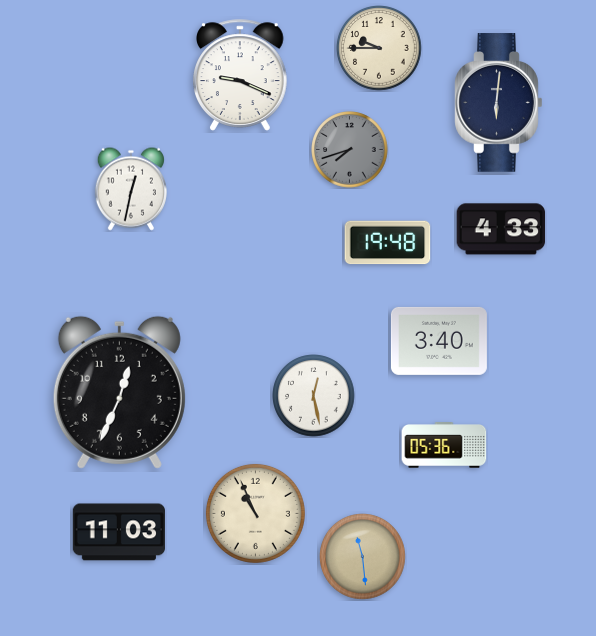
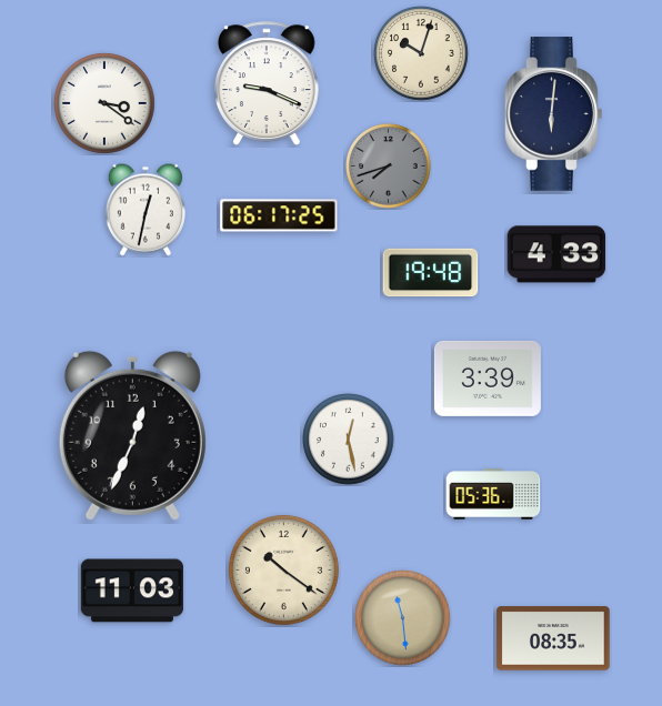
clock at (380, 49): 9:45 -> 10:03
clock at (104, 103): none -> 3:21
clock at (279, 215): none -> 06:17
clock at (388, 243) position: (388, 243) -> (431, 273)
clock at (439, 341): 3:40 -> 3:39
clock at (255, 513): 10:56 -> 10:21
clock at (553, 638): none -> 08:35
